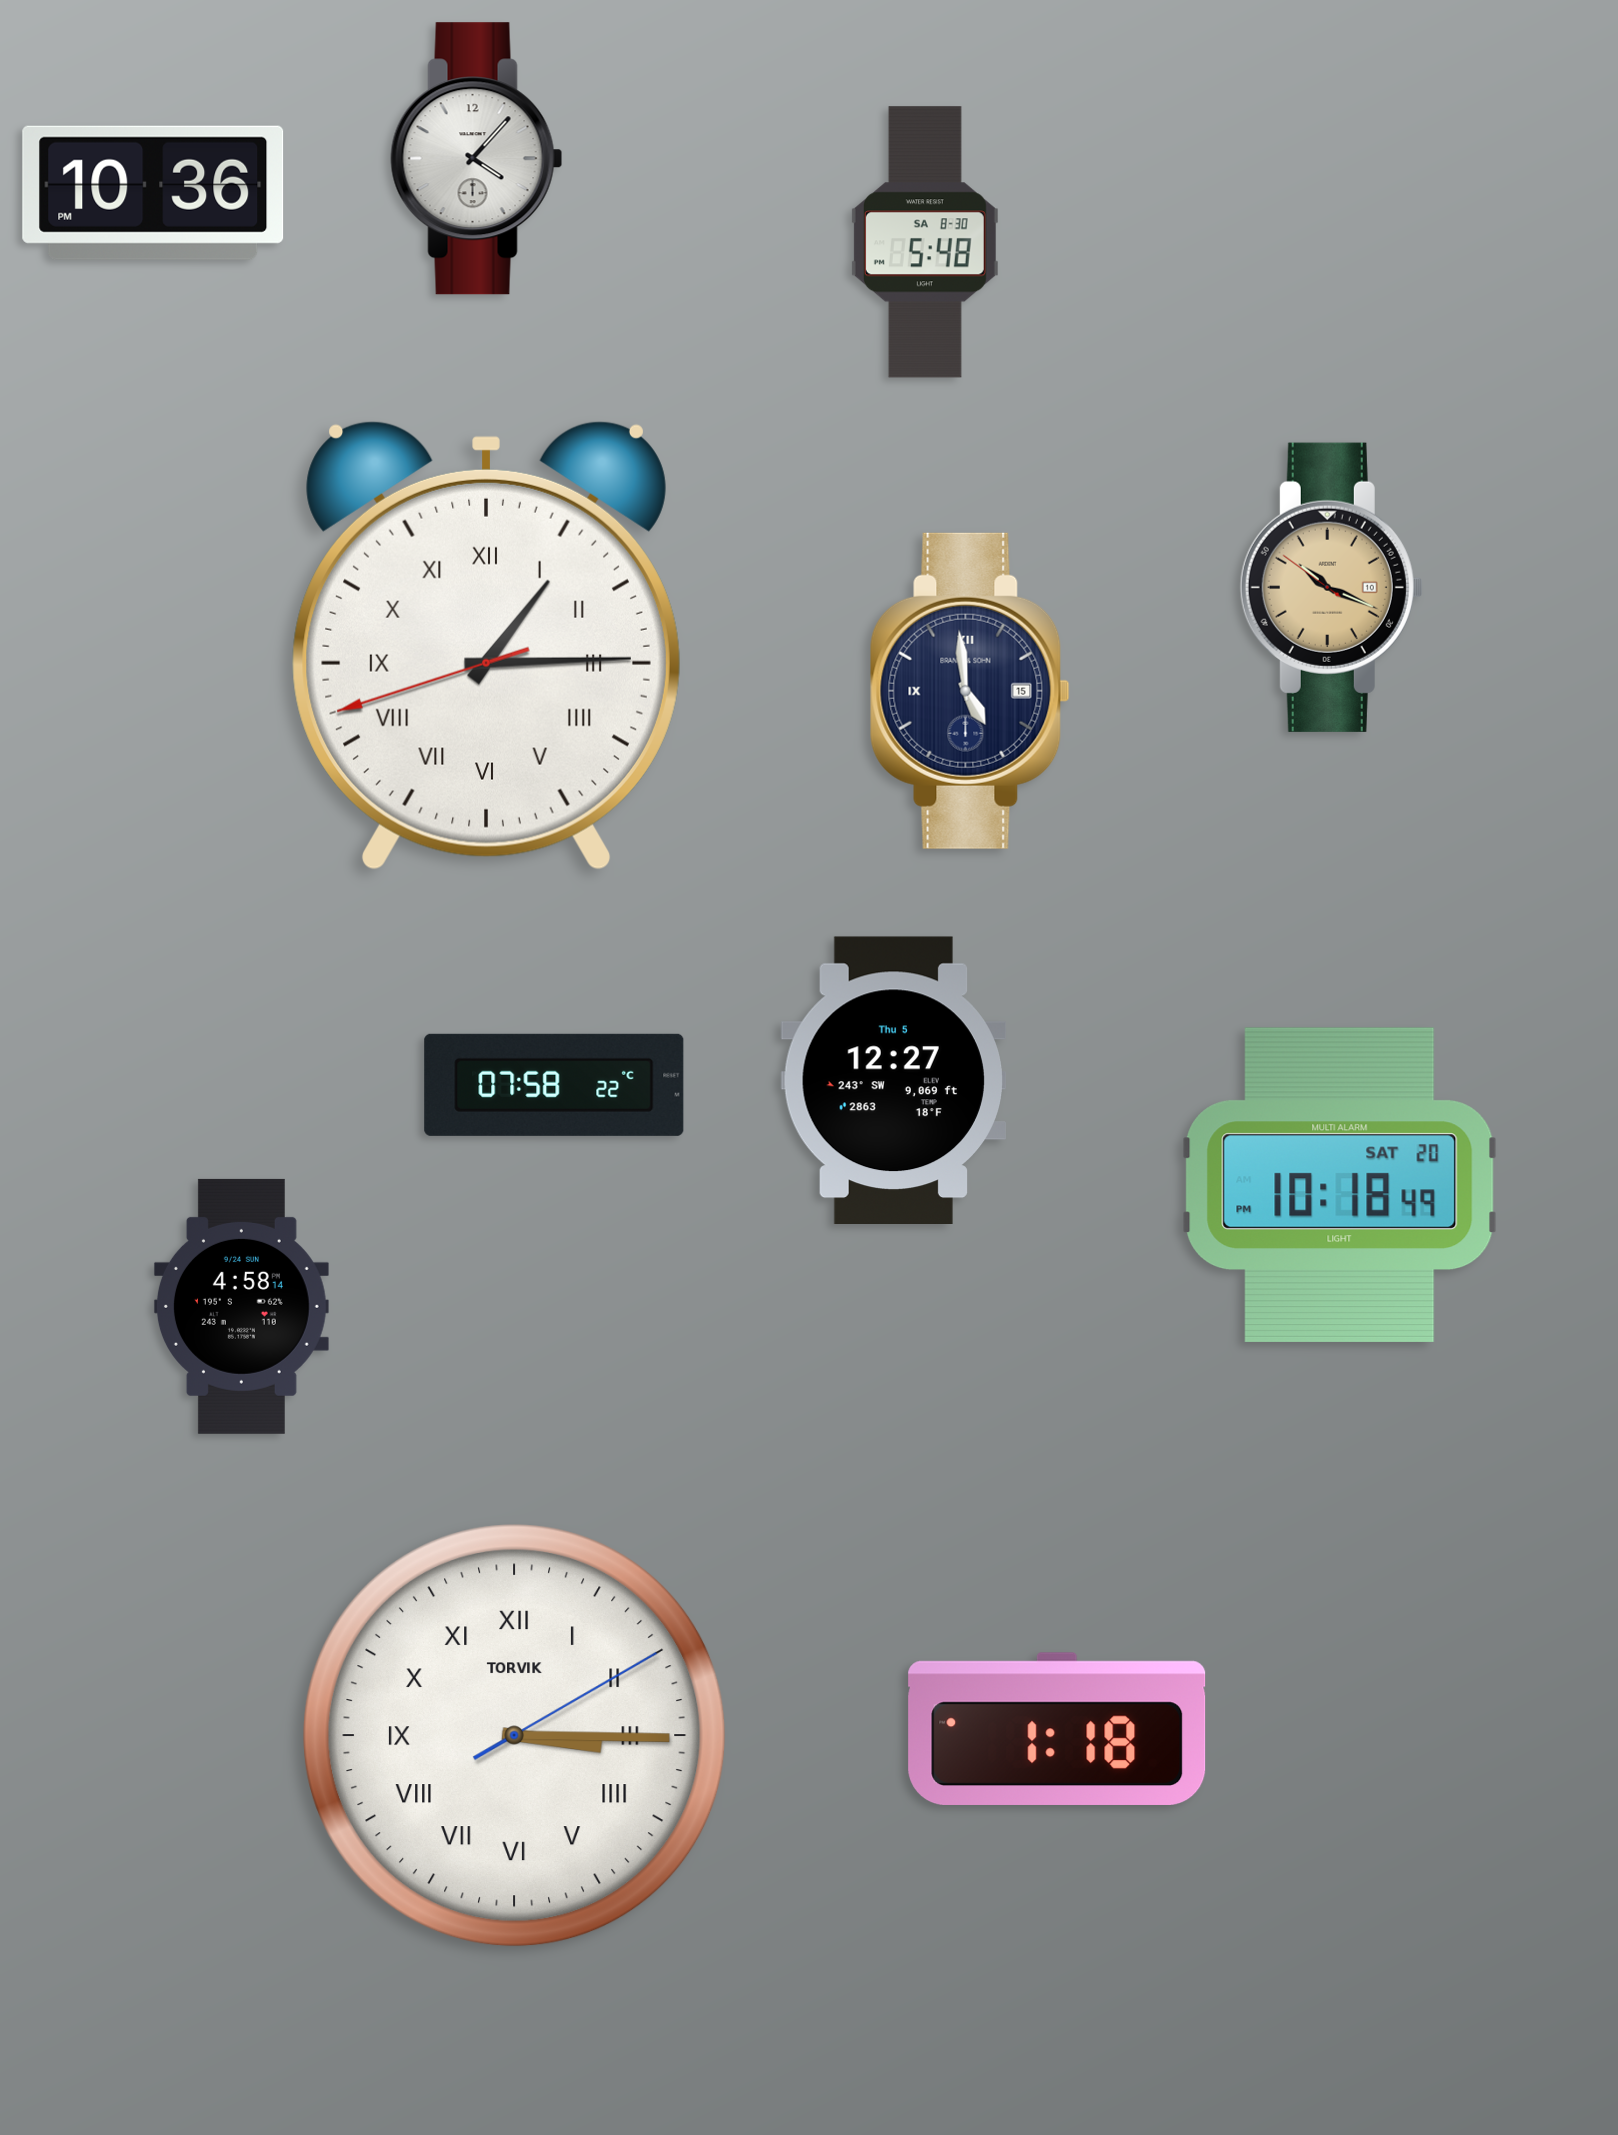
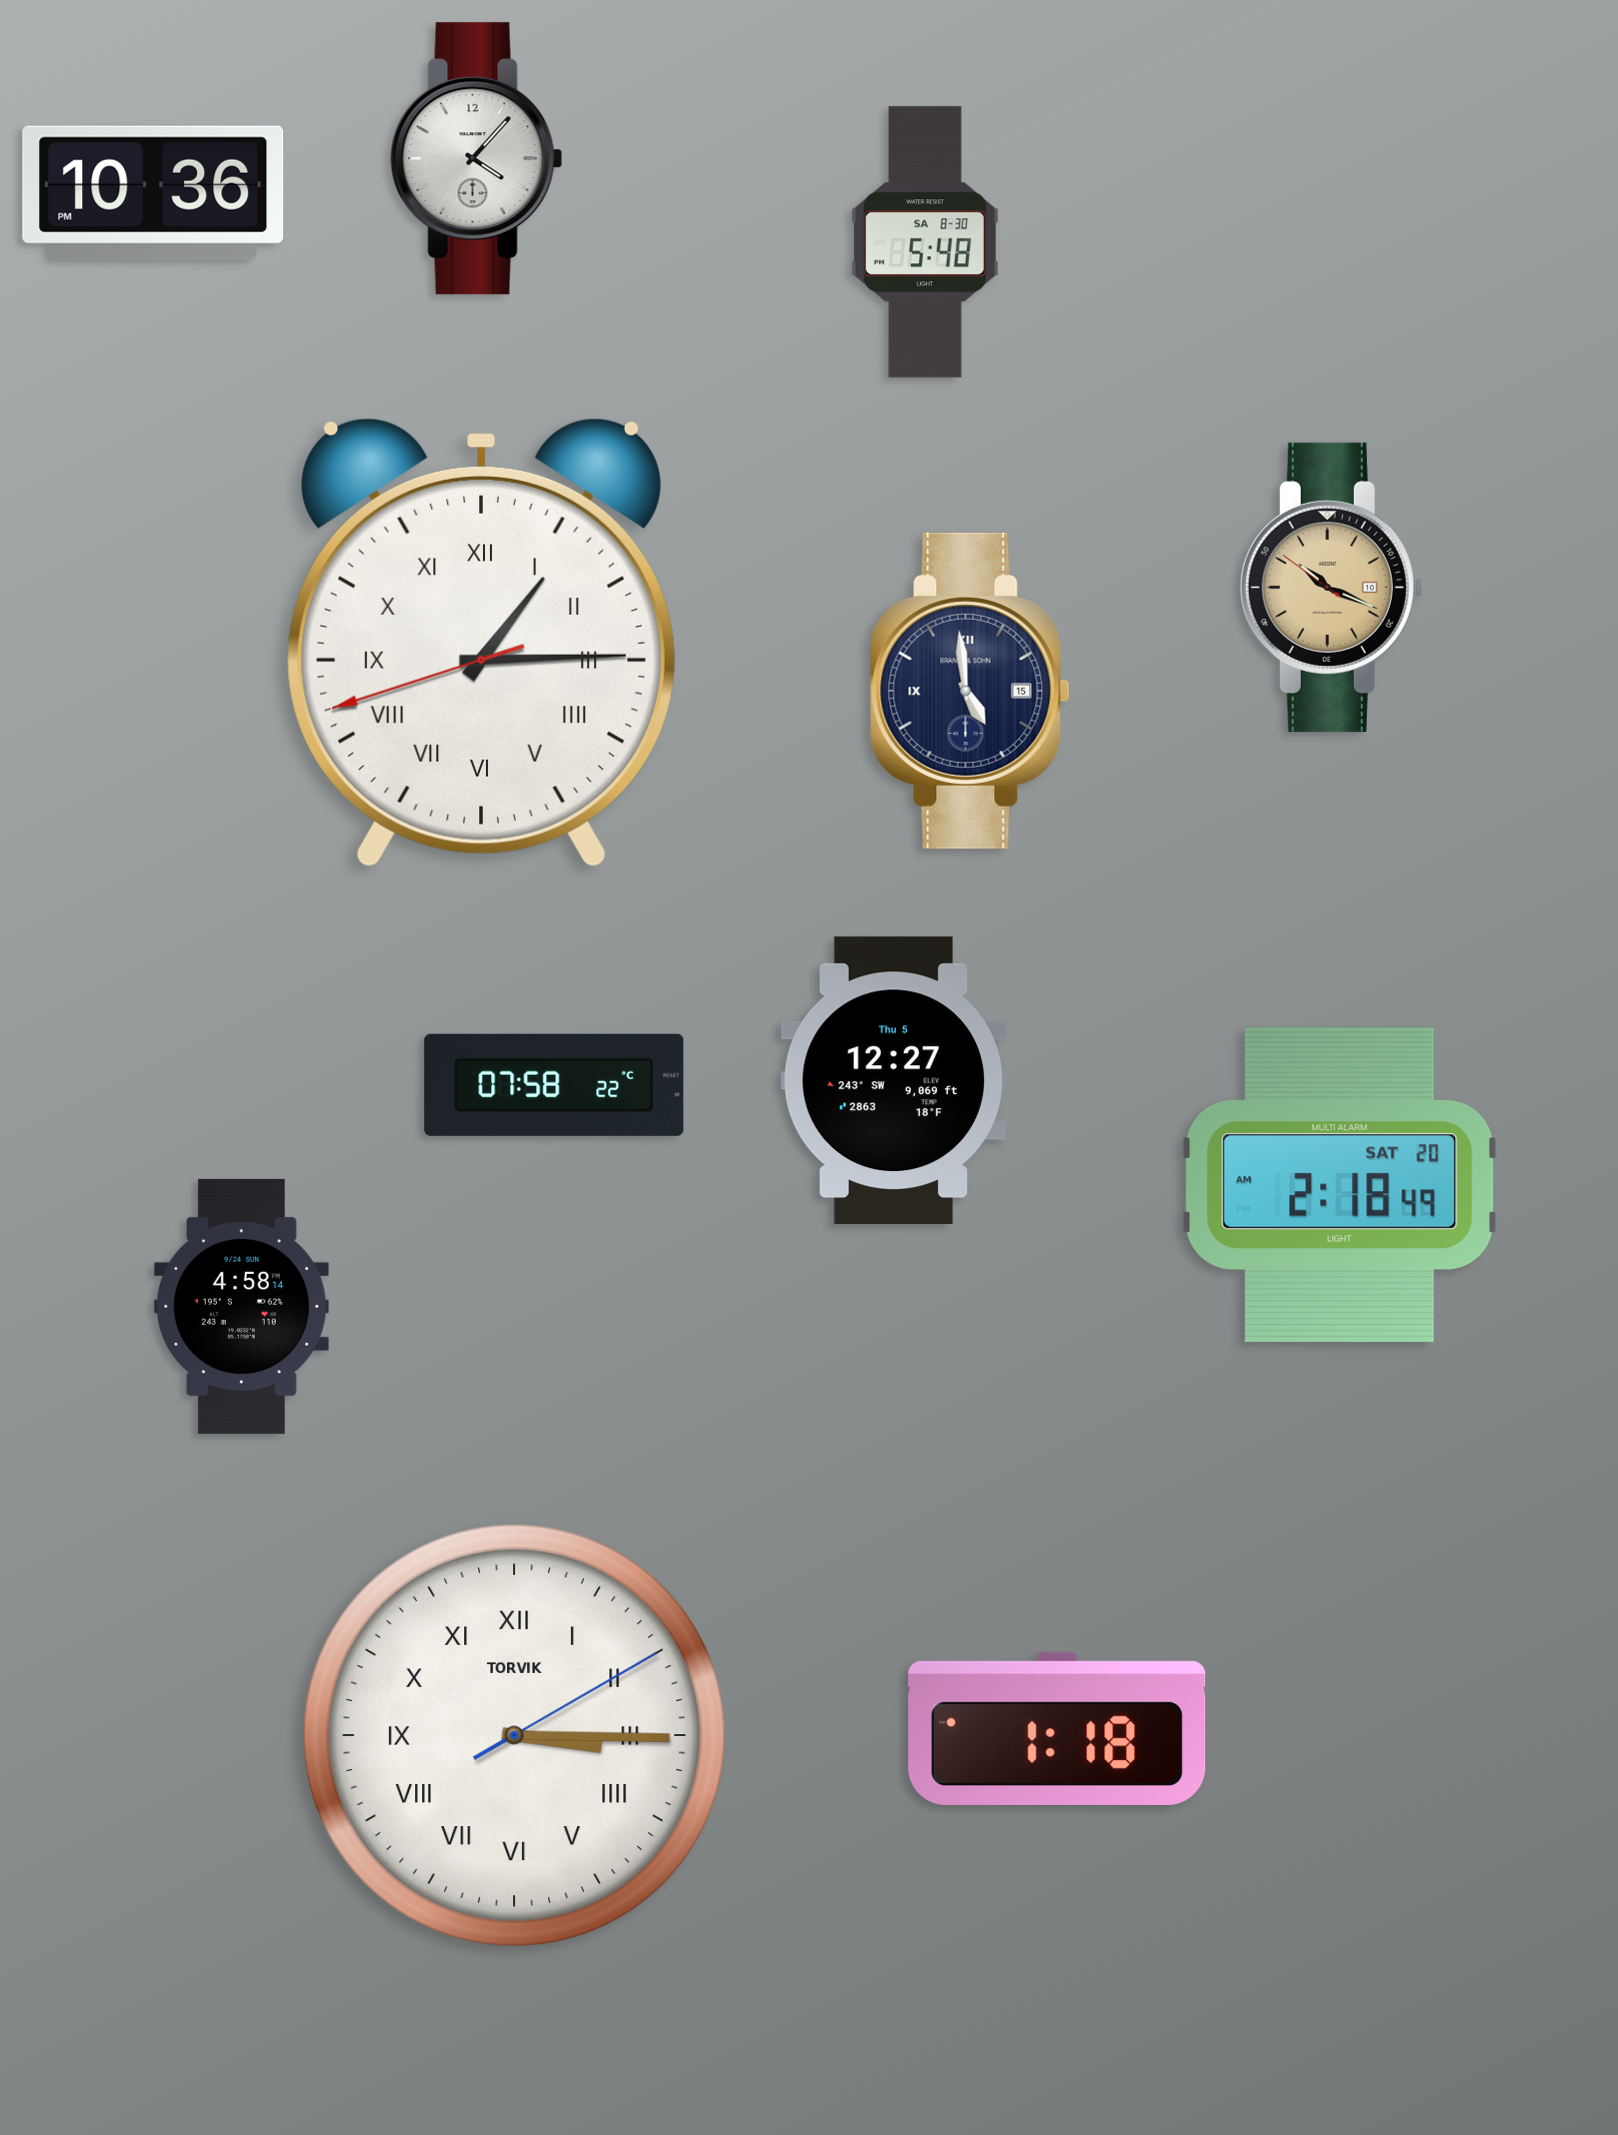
clock at (486, 645) position: (486, 645) -> (481, 642)
clock at (1340, 1185): 10:18 -> 2:18
